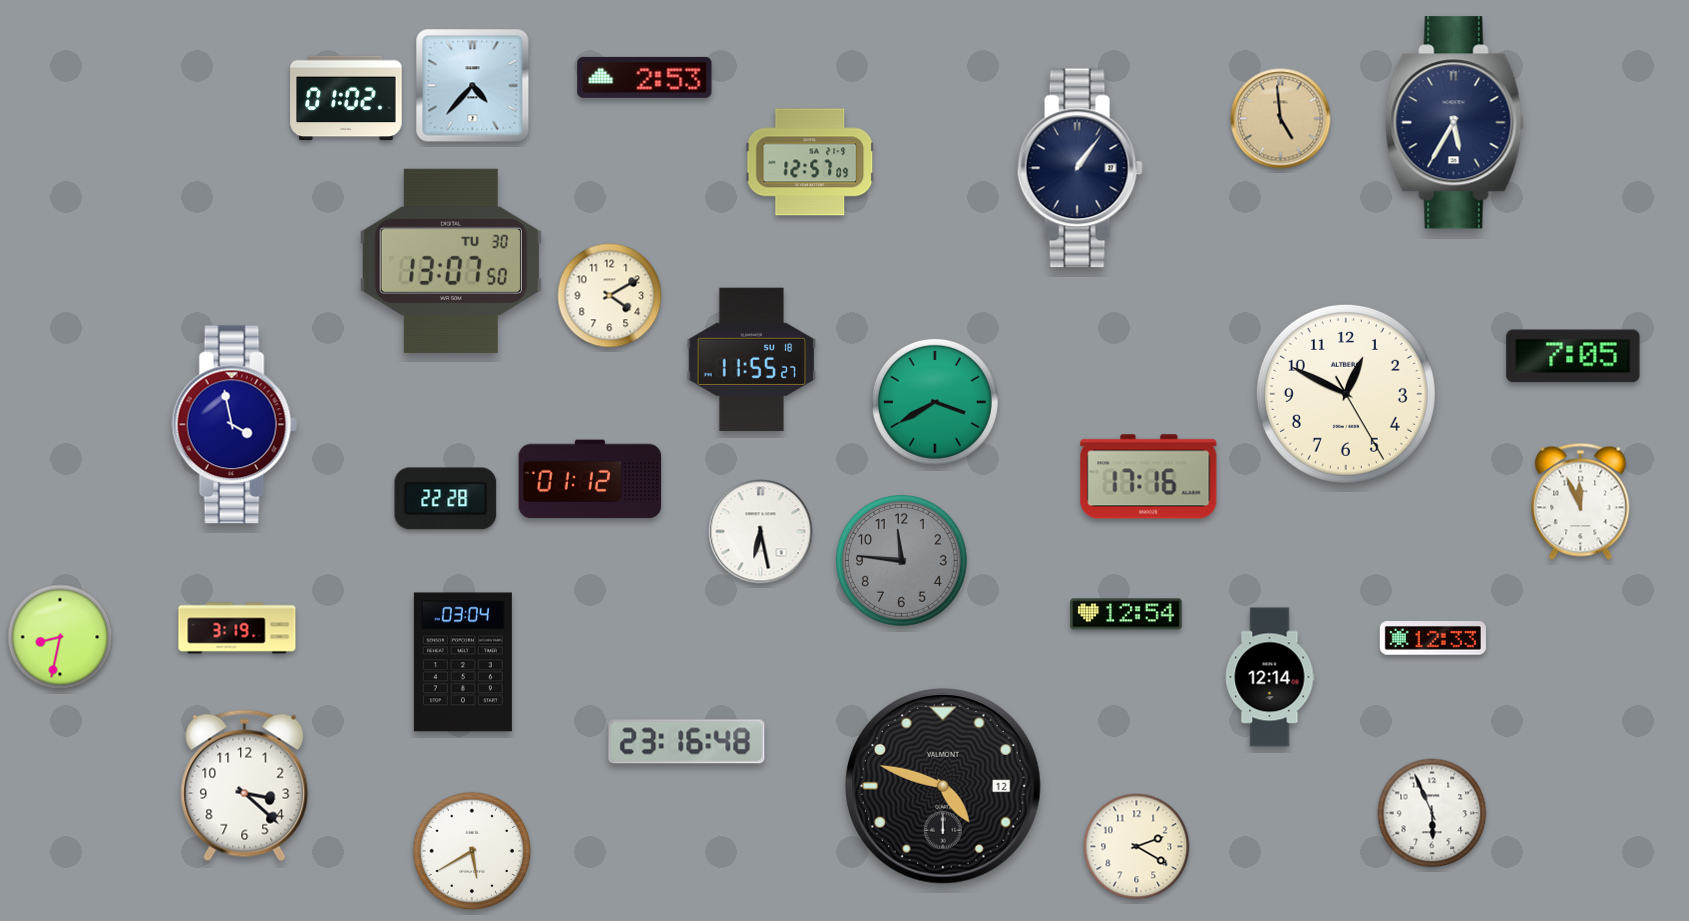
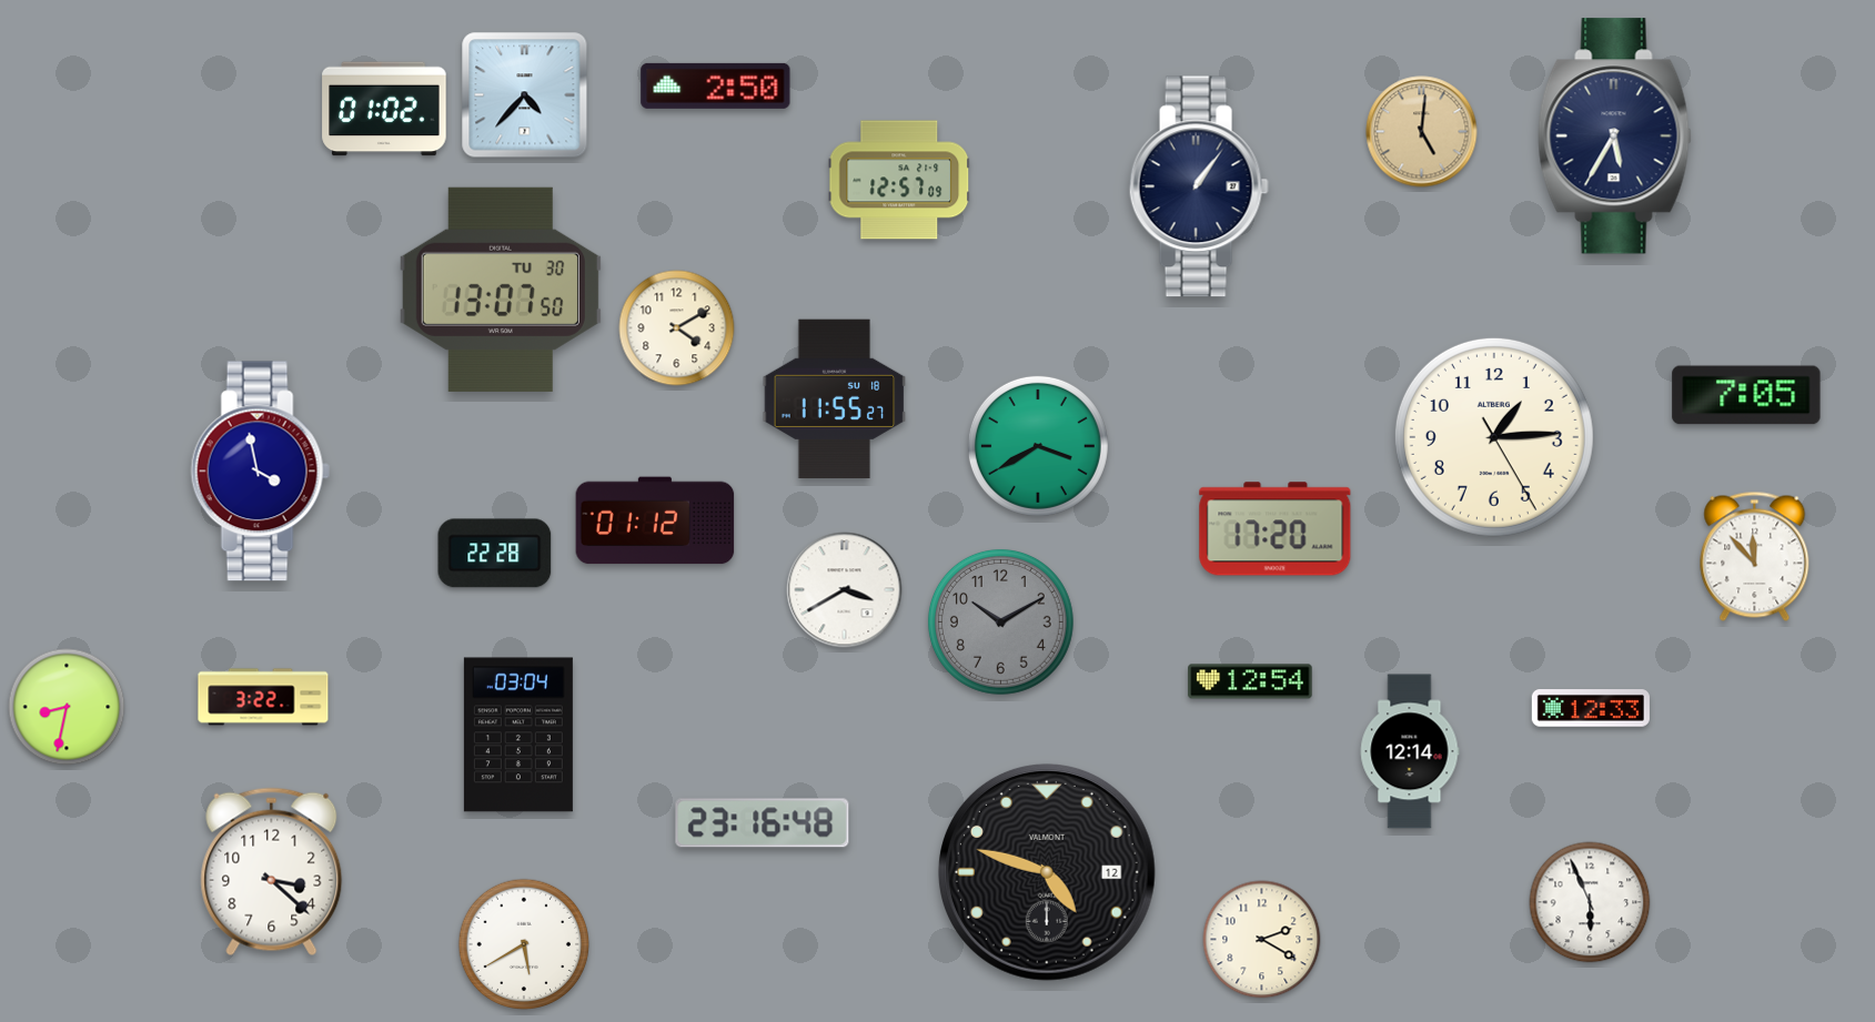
clock at (645, 77): 2:53 -> 2:50
clock at (1281, 119): 4:59 -> 5:01
clock at (1346, 394): 12:49 -> 1:14
clock at (1149, 477): 17:16 -> 17:20
clock at (590, 479) position: (590, 479) -> (655, 520)
clock at (1581, 501): 11:56 -> 11:53
clock at (761, 532): 6:28 -> 3:40
clock at (901, 560): 11:46 -> 10:10
clock at (237, 628): 3:19 -> 3:22
clock at (463, 662) position: (463, 662) -> (518, 735)
